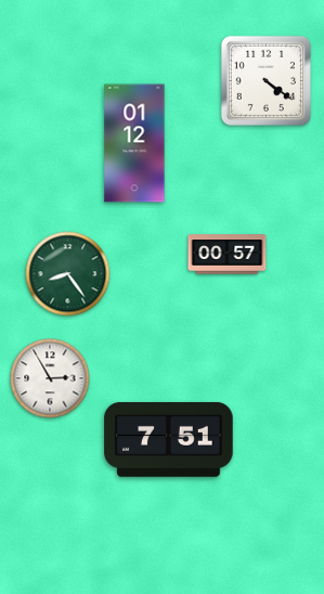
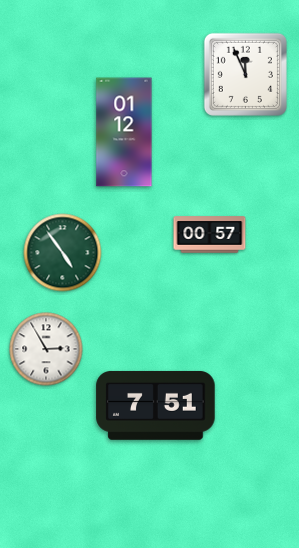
clock at (265, 80): 4:21 -> 11:56
clock at (68, 274): 8:24 -> 4:54
